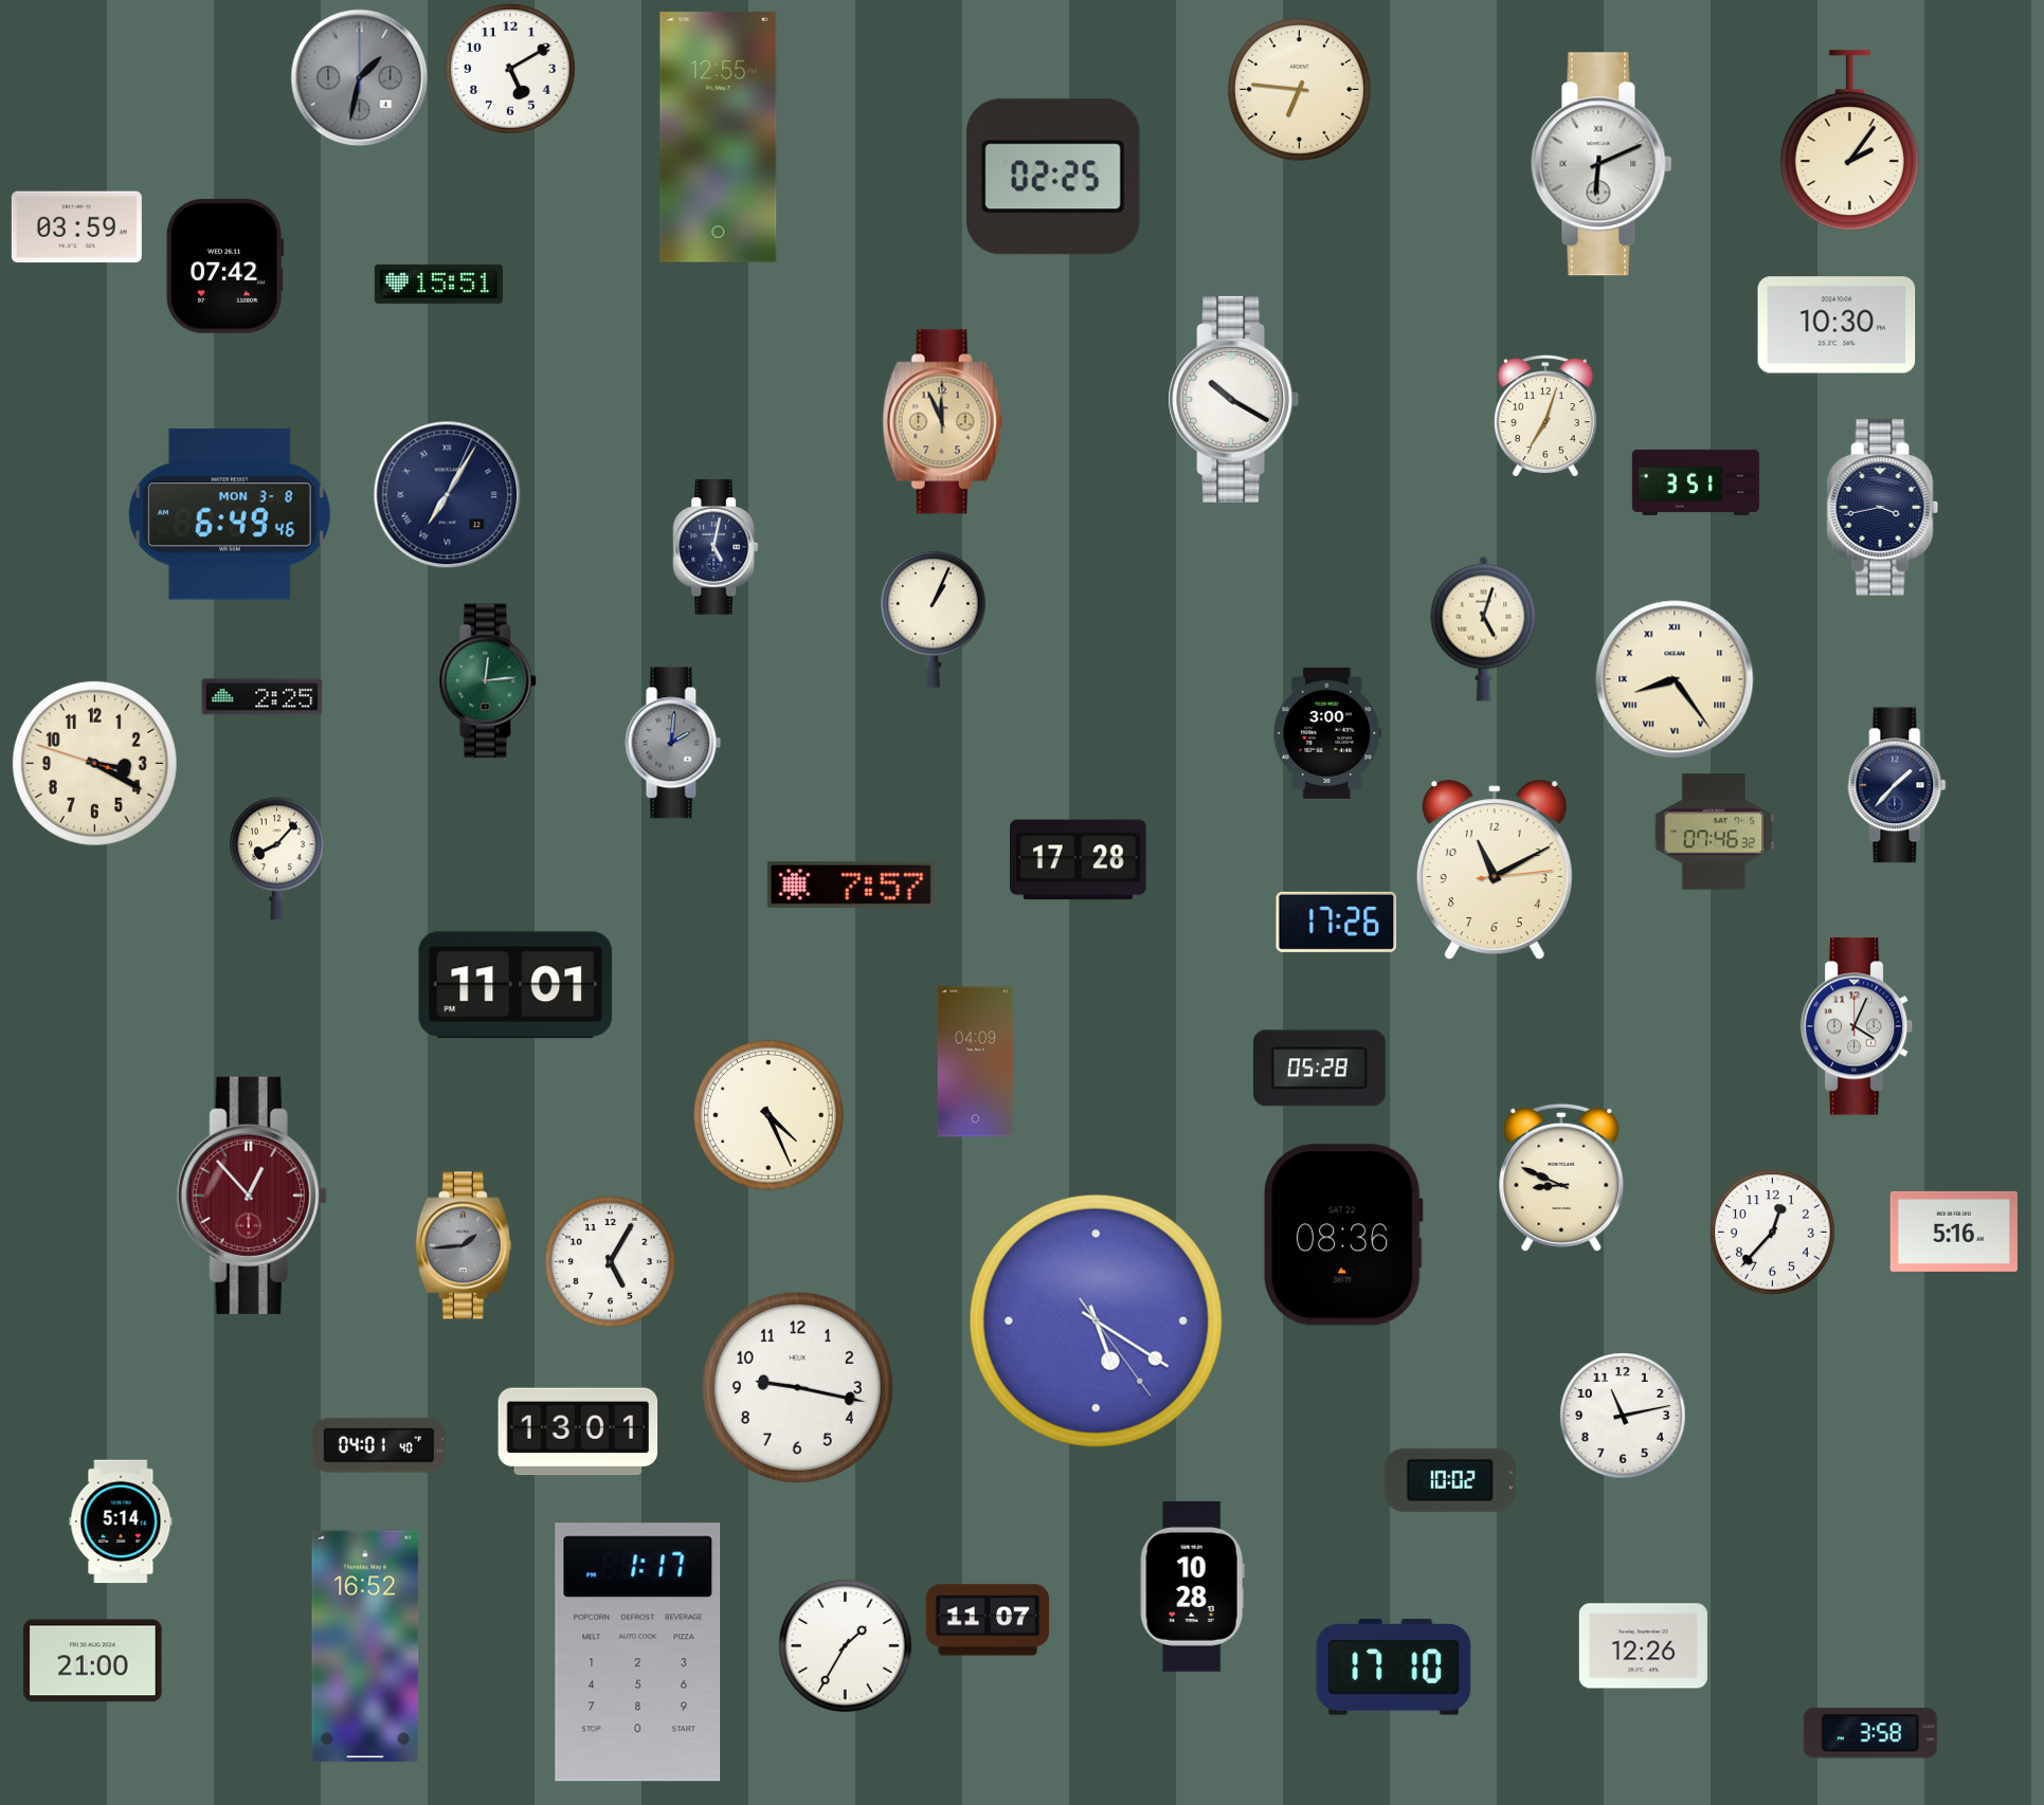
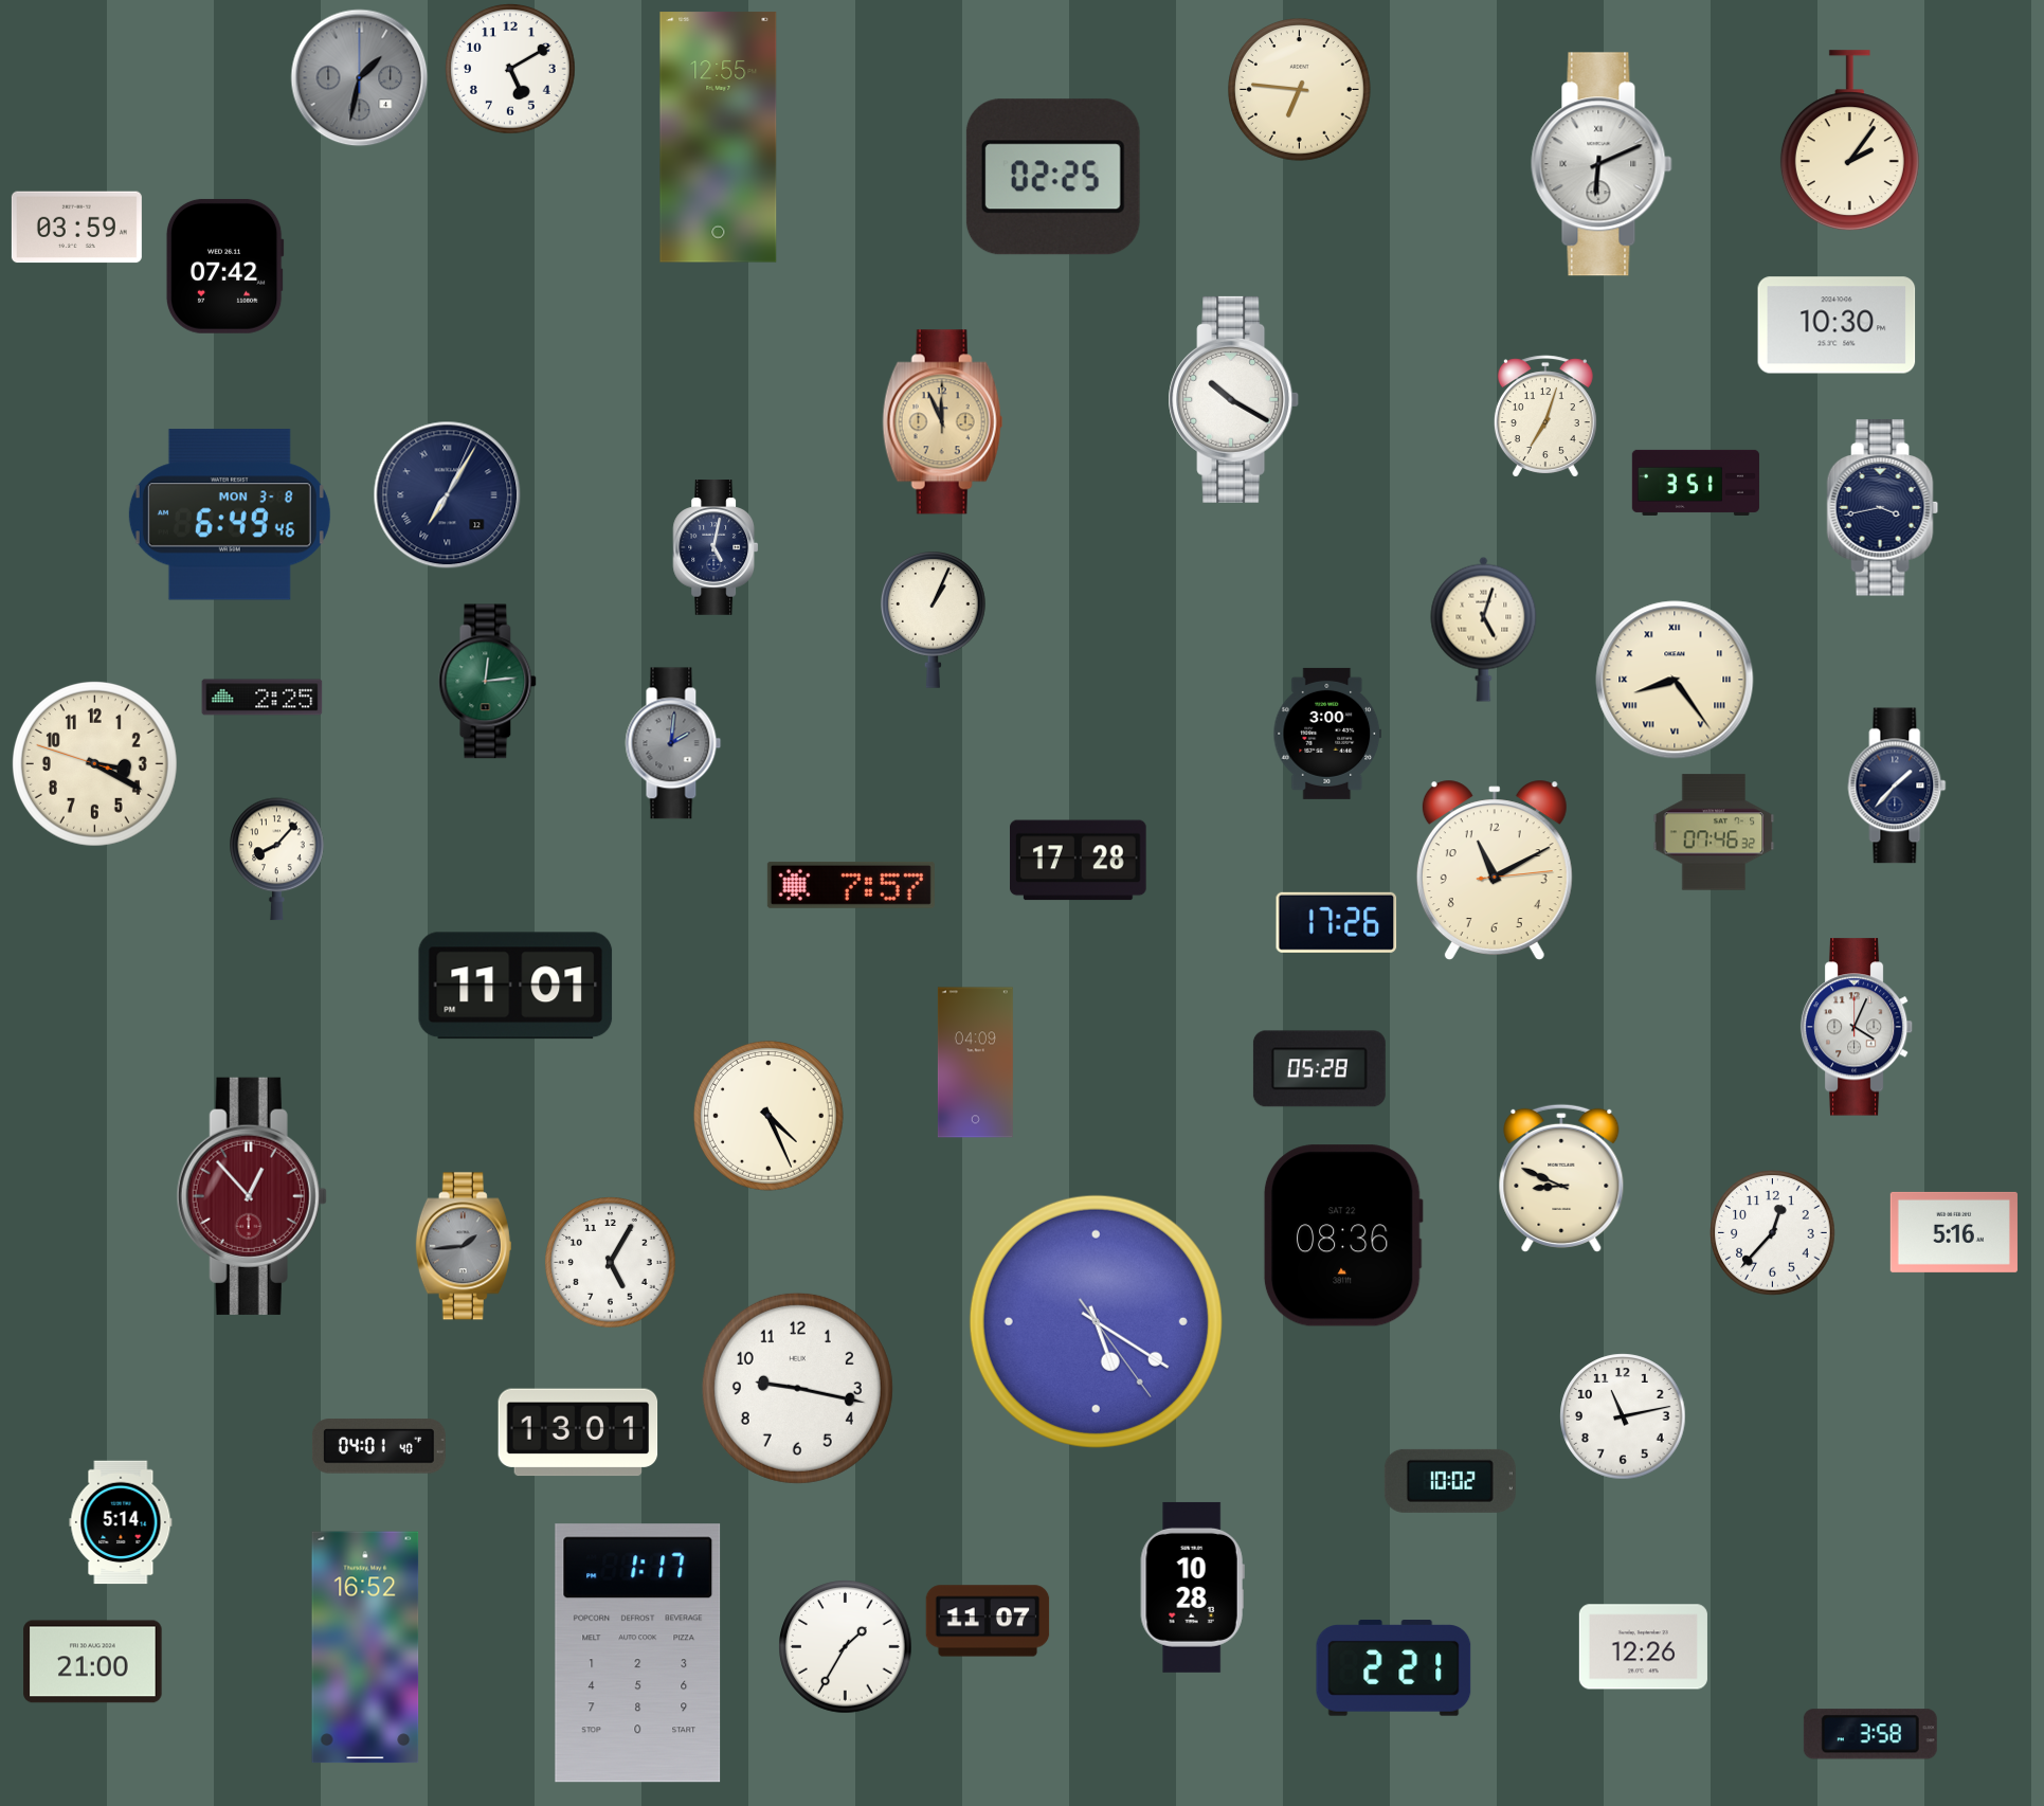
clock at (438, 284): 15:51 -> none
clock at (1394, 1667): 17:10 -> 2:21
